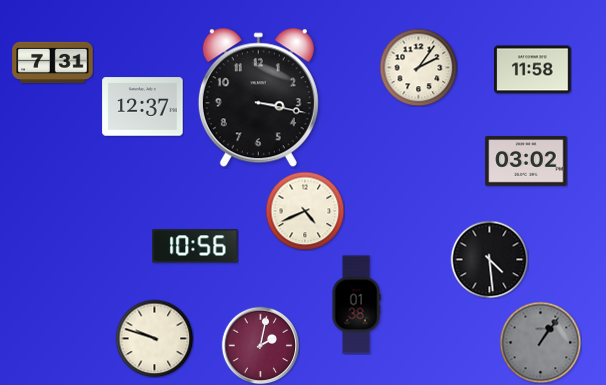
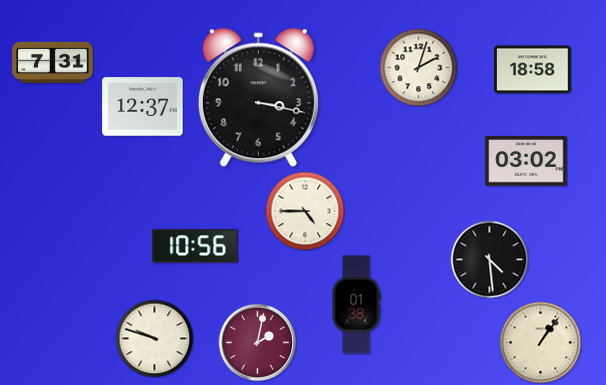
clock at (418, 67): 2:06 -> 2:03
clock at (533, 70): 11:58 -> 18:58
clock at (305, 211): 4:41 -> 4:45
clock at (540, 342) dial: grey -> cream
clock at (260, 345) position: (260, 345) -> (257, 342)
